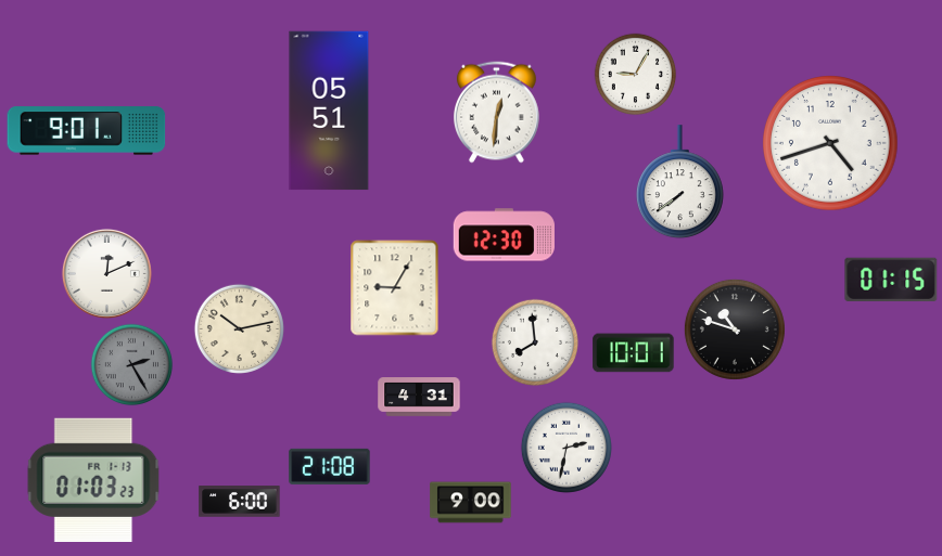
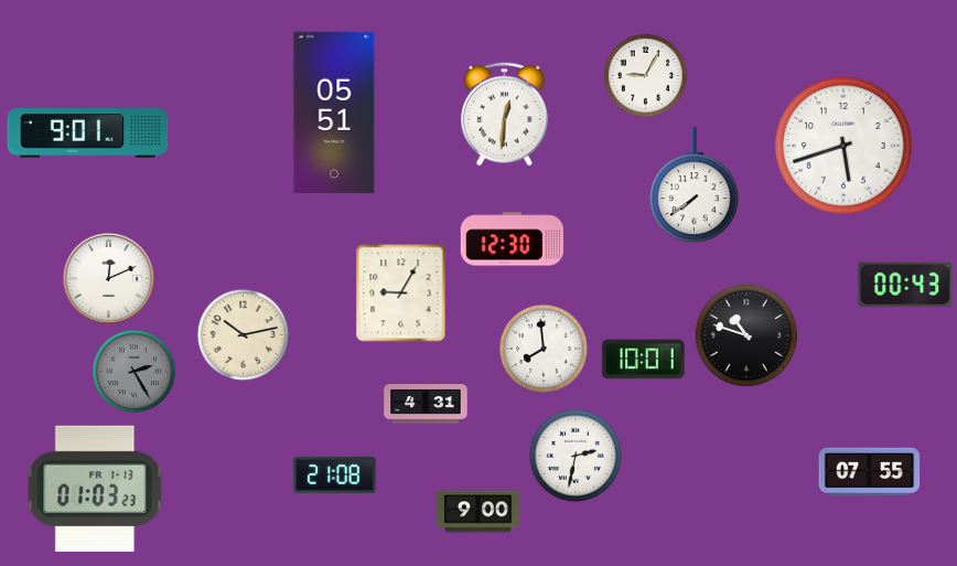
clock at (830, 143): 4:42 -> 5:42
clock at (679, 182) position: (679, 182) -> (693, 185)
clock at (891, 280): 01:15 -> 00:43
clock at (870, 472): none -> 07:55
clock at (240, 502): 6:00 -> none
